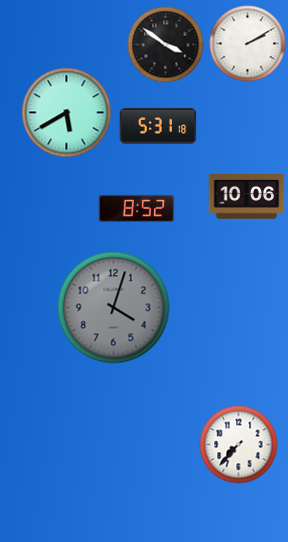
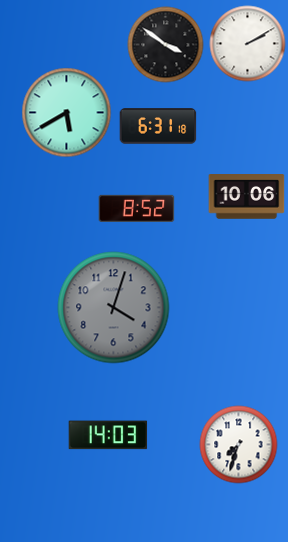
clock at (158, 126): 5:31 -> 6:31
clock at (108, 435): none -> 14:03
clock at (239, 445): 7:37 -> 7:33
